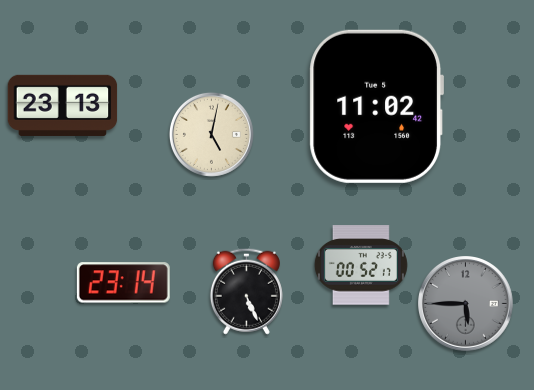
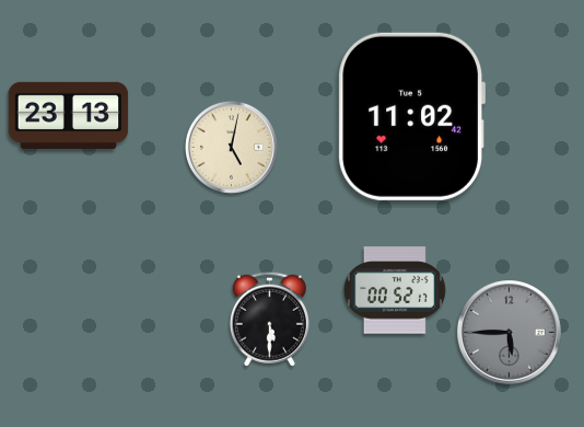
clock at (123, 283): 23:14 -> none
clock at (246, 291): 5:26 -> 5:30
